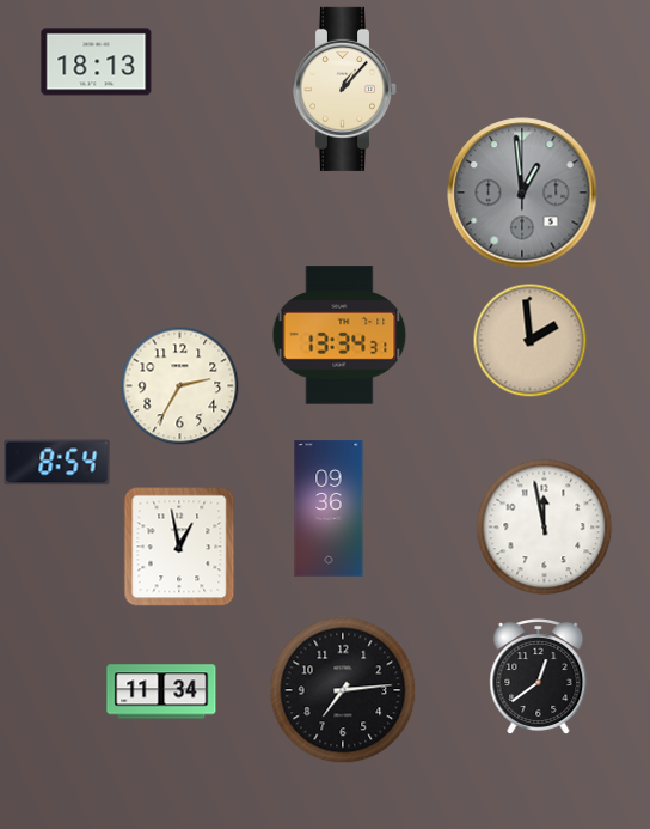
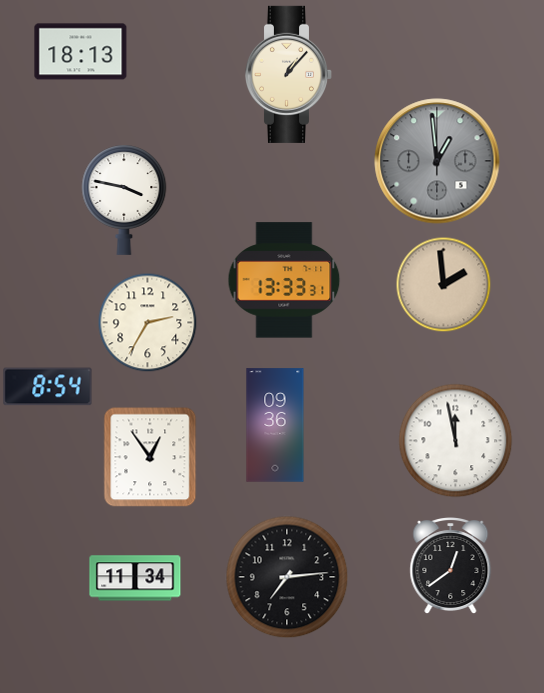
clock at (124, 200): none -> 3:47
clock at (339, 335): 13:34 -> 13:33
clock at (180, 386) position: (180, 386) -> (148, 323)
clock at (179, 547): 12:58 -> 12:54
